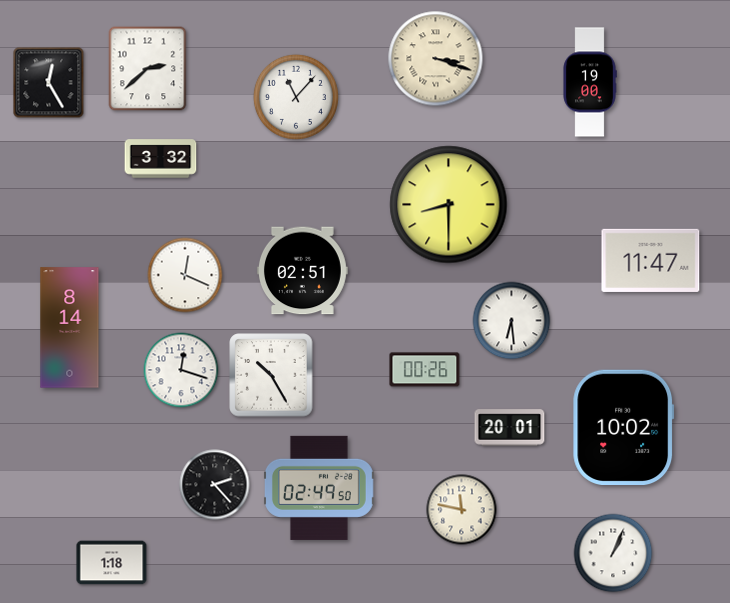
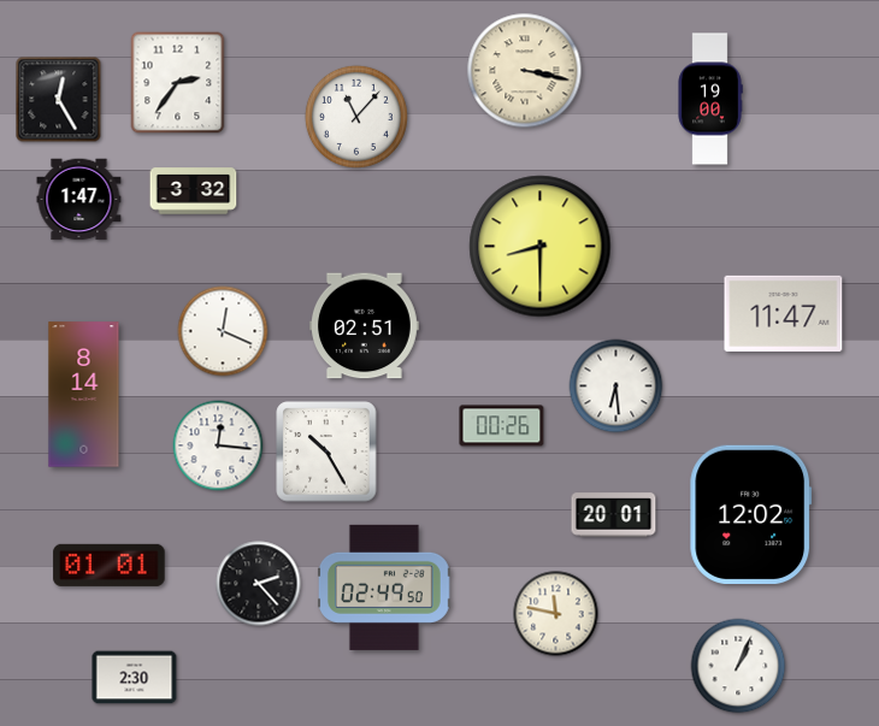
clock at (436, 59): 3:18 -> 3:17
clock at (148, 69): 2:38 -> 2:36
clock at (79, 200): none -> 1:47
clock at (181, 370): 12:18 -> 12:16
clock at (425, 370) position: (425, 370) -> (502, 426)
clock at (624, 427): 10:02 -> 12:02
clock at (110, 565): none -> 01:01
clock at (112, 563): 1:18 -> 2:30
